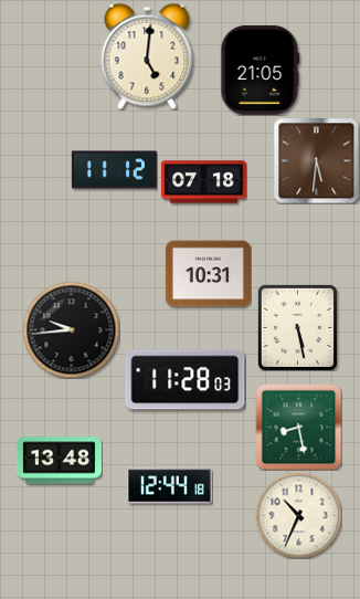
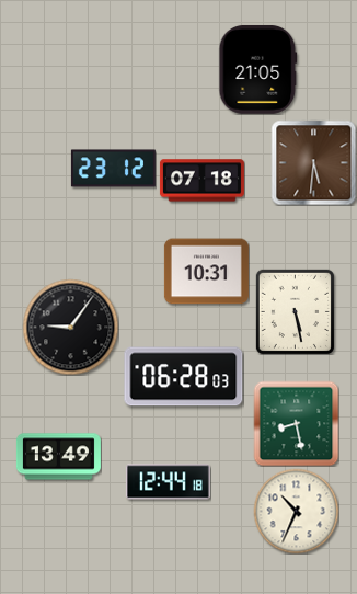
clock at (147, 56): 5:01 -> none
clock at (316, 160) position: (316, 160) -> (313, 162)
clock at (114, 170): 11:12 -> 23:12
clock at (297, 327) position: (297, 327) -> (295, 311)
clock at (71, 329): 9:44 -> 9:06
clock at (186, 380): 11:28 -> 06:28
clock at (59, 461): 13:48 -> 13:49
